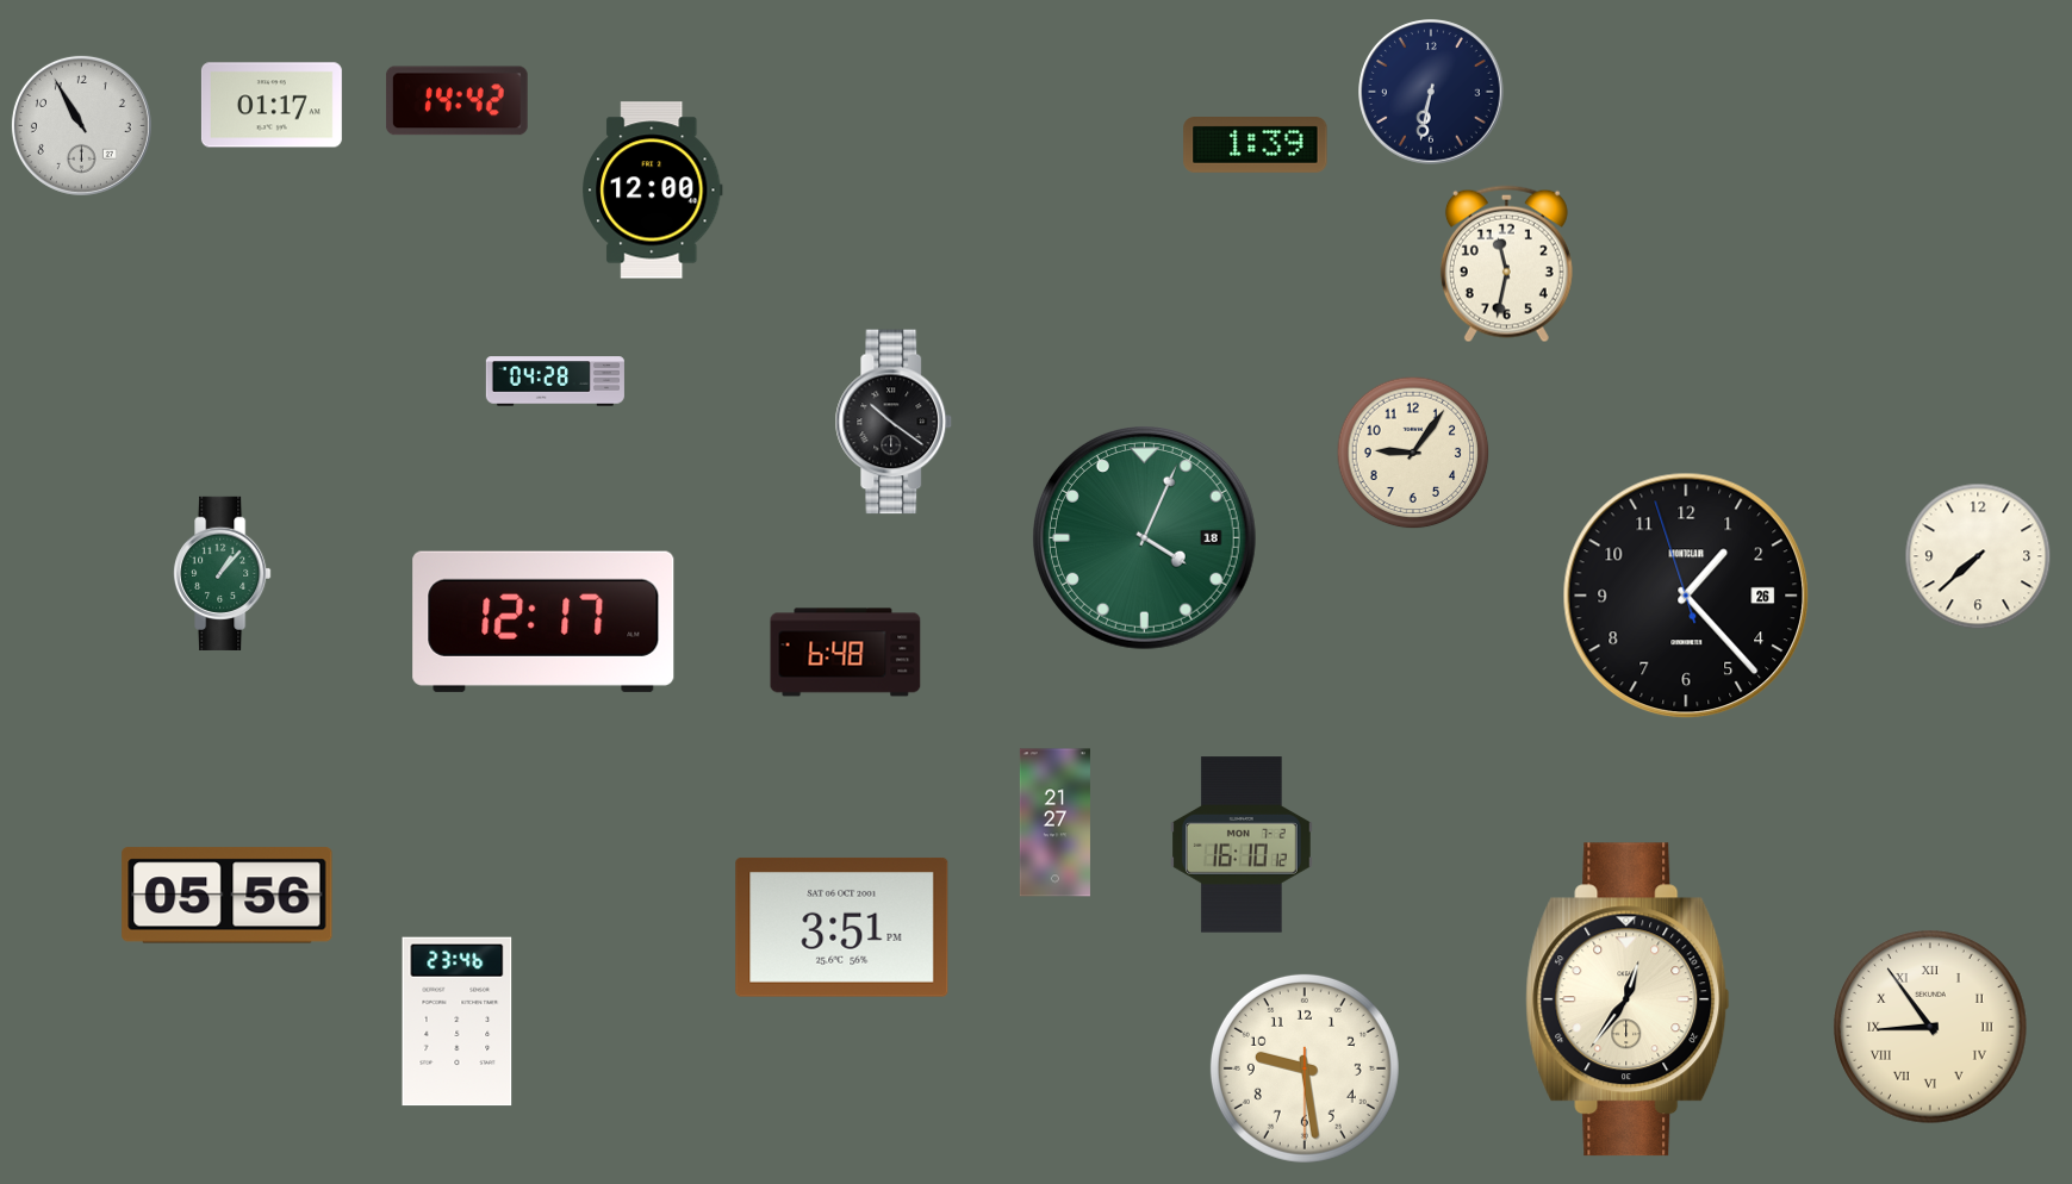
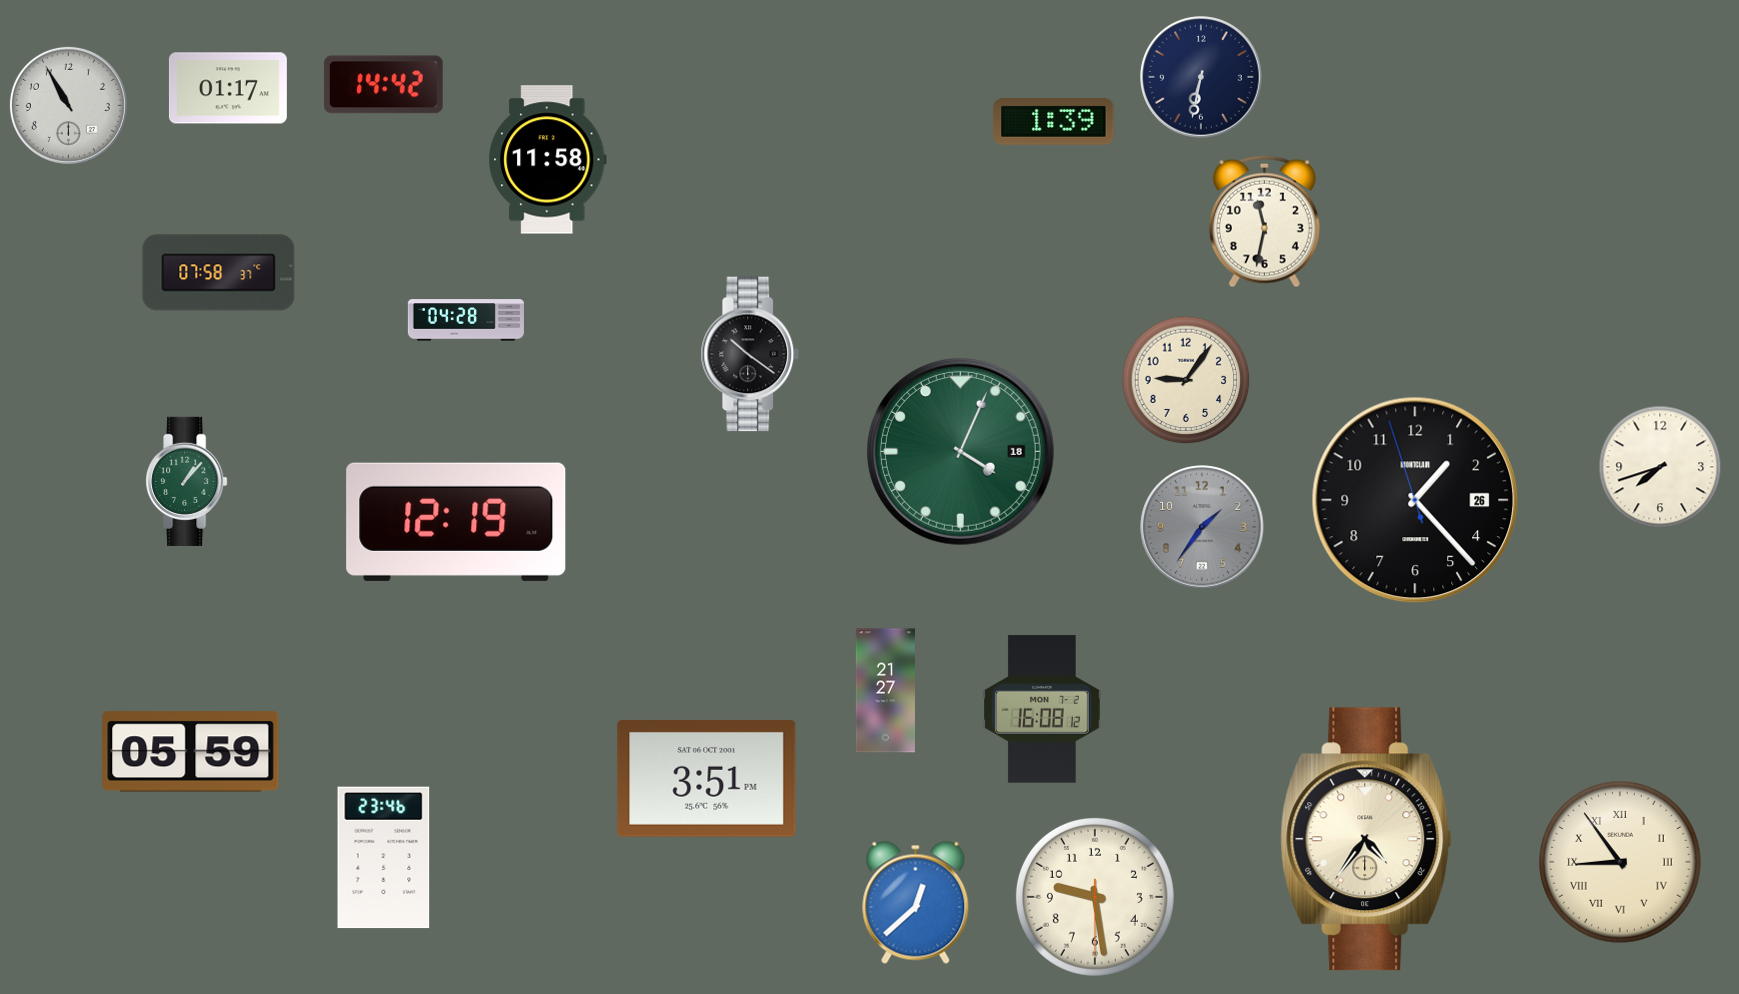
clock at (653, 191): 12:00 -> 11:58
clock at (219, 273): none -> 07:58
clock at (1978, 556): 7:38 -> 7:42
clock at (543, 622): 12:17 -> 12:19
clock at (1202, 527): none -> 1:36
clock at (846, 653): 6:48 -> none
clock at (1243, 845): 16:10 -> 16:08
clock at (228, 896): 05:56 -> 05:59
clock at (1628, 999): 12:36 -> 4:36
clock at (916, 902): none -> 12:38
